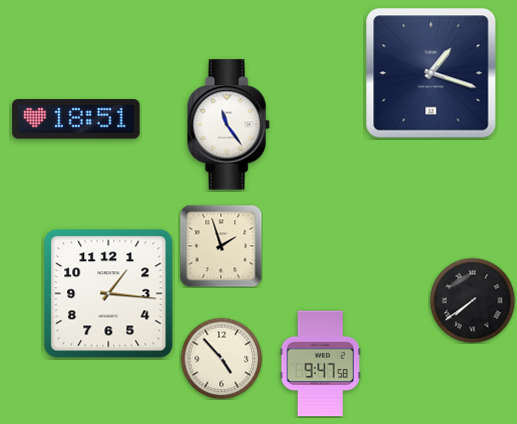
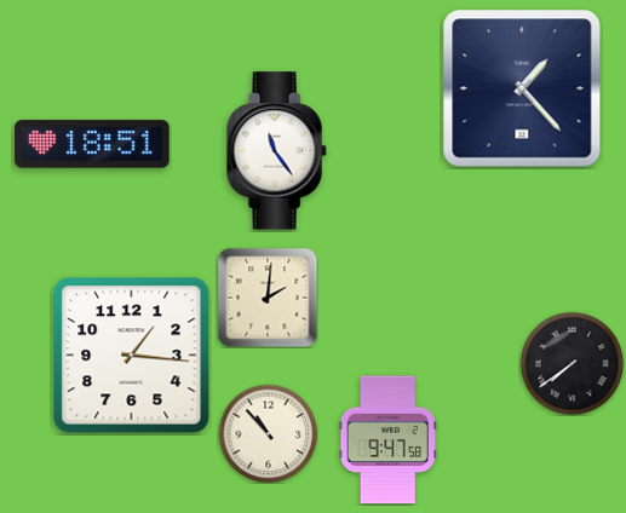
clock at (431, 73): 1:18 -> 1:23
clock at (221, 246): 1:57 -> 2:01
clock at (221, 358): 4:53 -> 10:53
